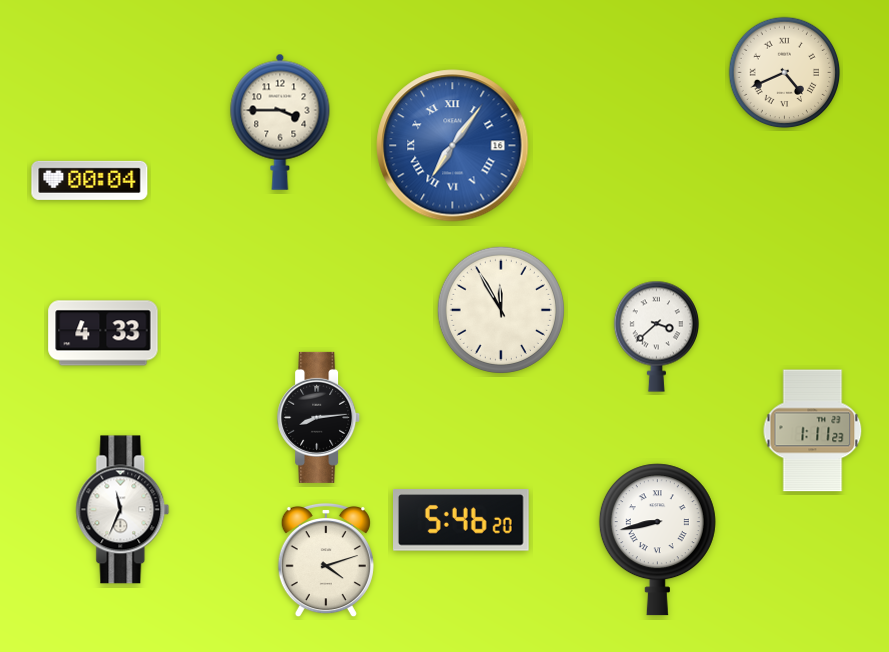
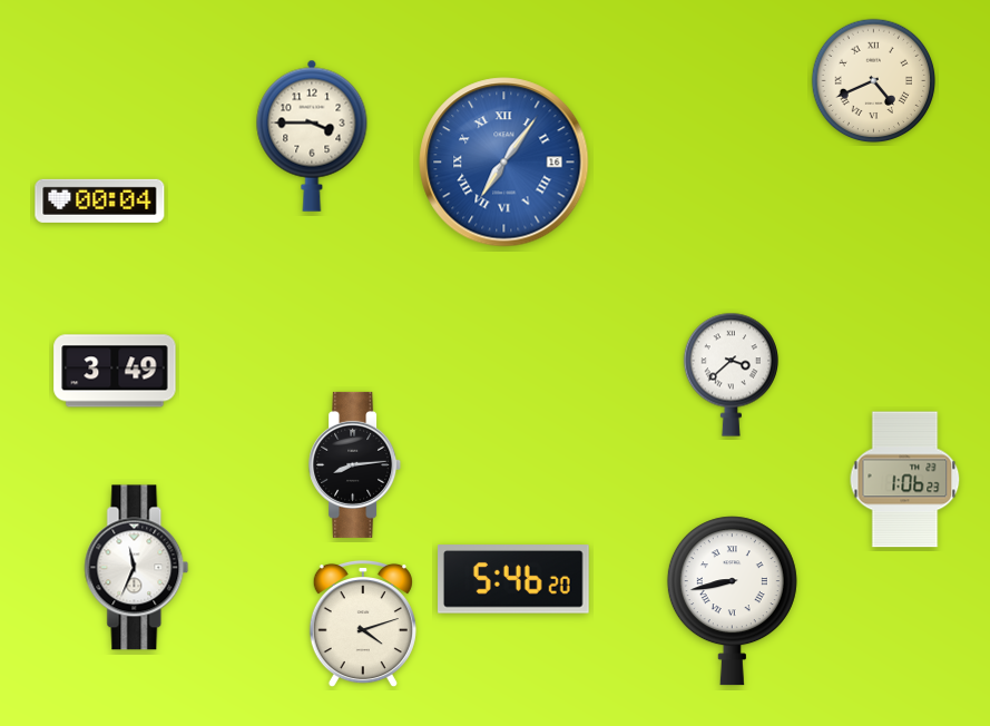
clock at (501, 310): 11:55 -> none
clock at (103, 333): 4:33 -> 3:49
clock at (813, 431): 1:11 -> 1:06
